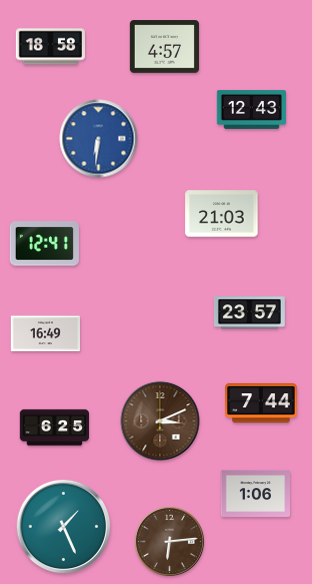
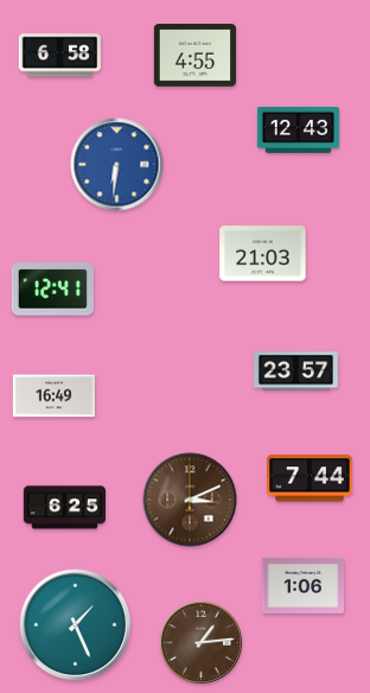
clock at (50, 47): 18:58 -> 6:58
clock at (164, 47): 4:57 -> 4:55
clock at (169, 541): 6:14 -> 1:14
